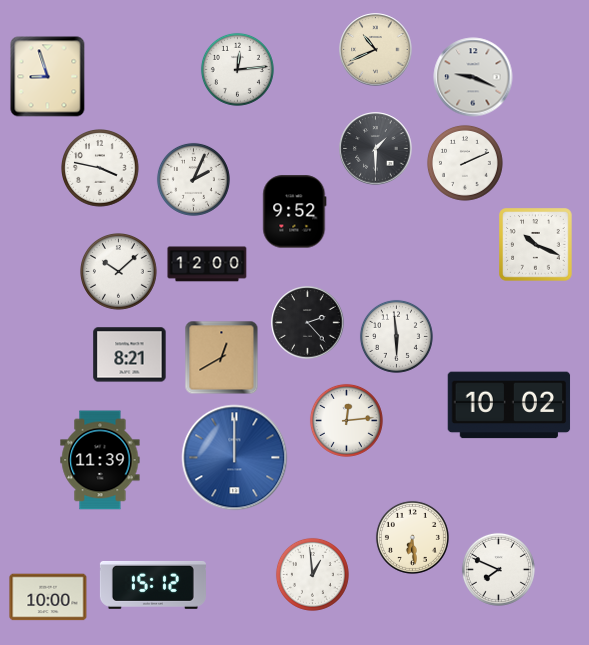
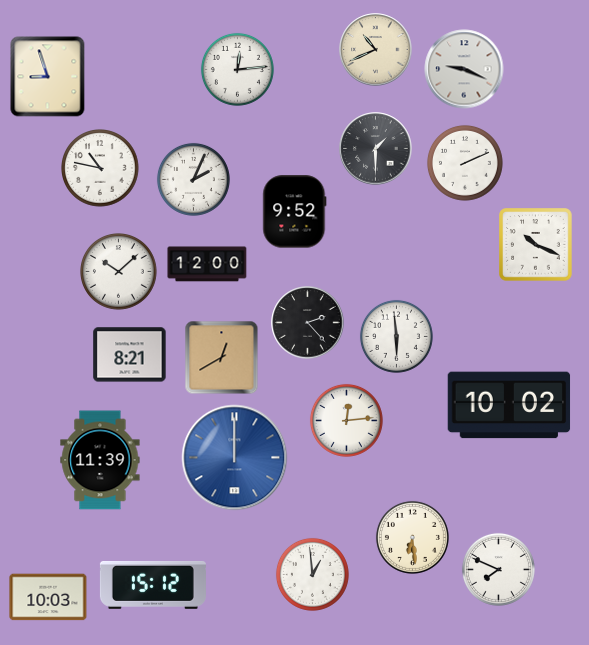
clock at (473, 77) position: (473, 77) -> (464, 69)
clock at (100, 168): 3:47 -> 10:47
clock at (48, 597): 10:00 -> 10:03
